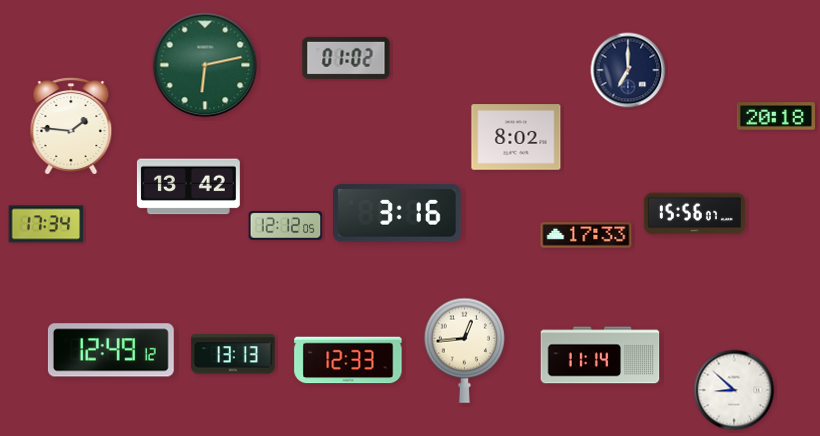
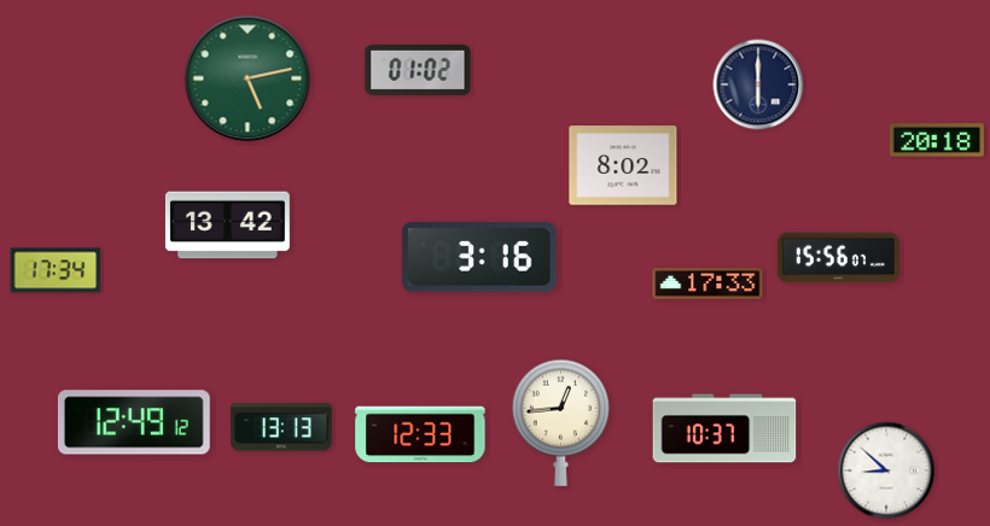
clock at (205, 65): 6:13 -> 5:13
clock at (628, 70): 7:00 -> 6:00
clock at (71, 126): 1:46 -> none
clock at (286, 226): 12:12 -> none
clock at (600, 355): 11:14 -> 10:37
